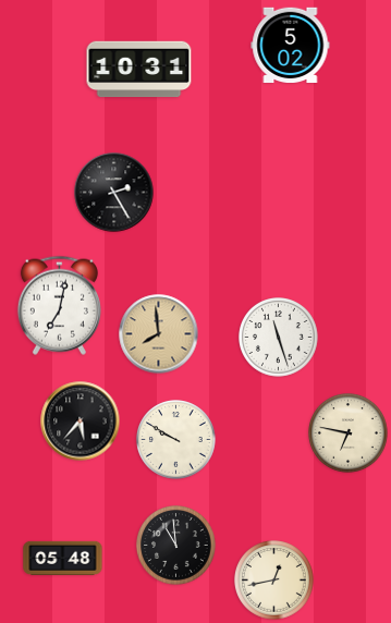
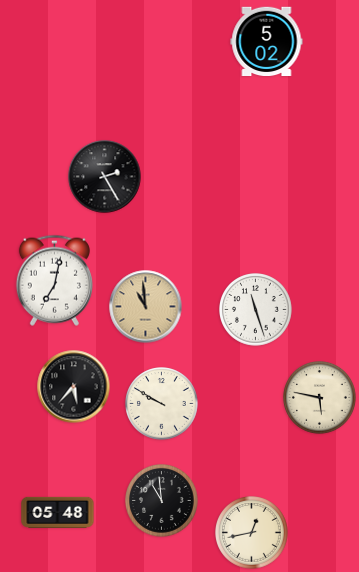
clock at (139, 70): 10:31 -> none
clock at (159, 334): 7:59 -> 10:59
clock at (349, 433): 6:47 -> 5:47
